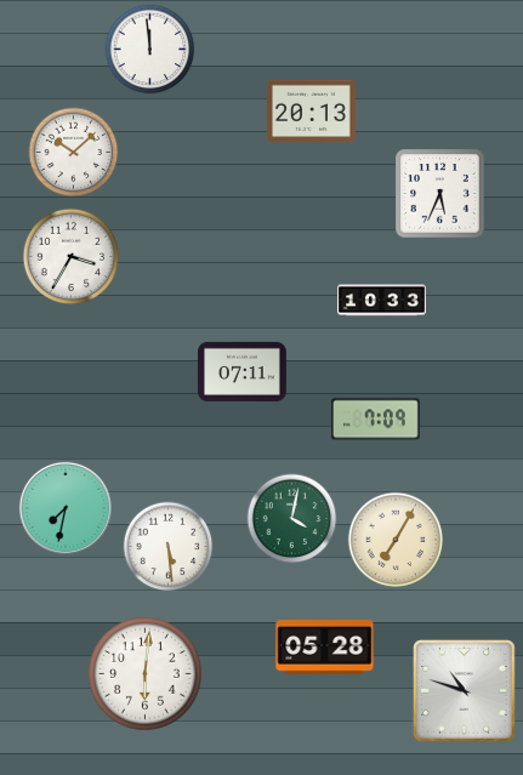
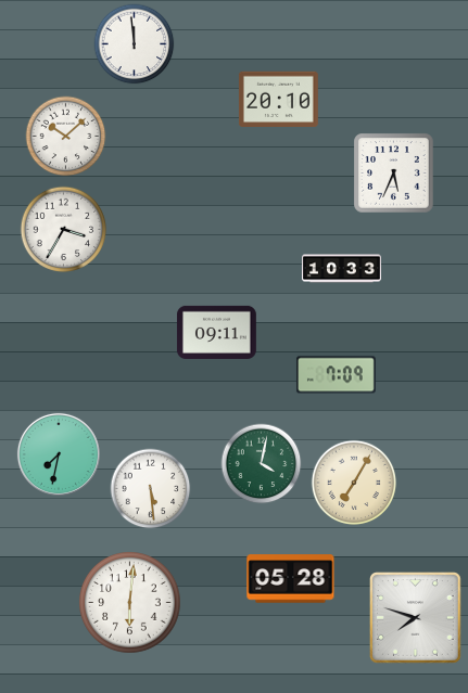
clock at (311, 110): 20:13 -> 20:10
clock at (241, 371): 07:11 -> 09:11
clock at (465, 691): 10:48 -> 7:48
